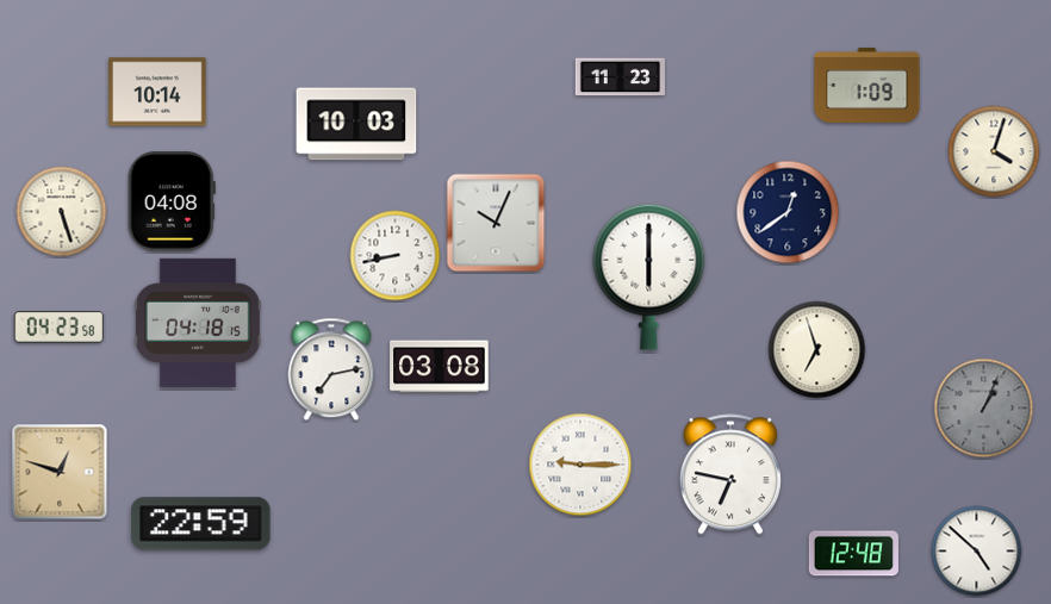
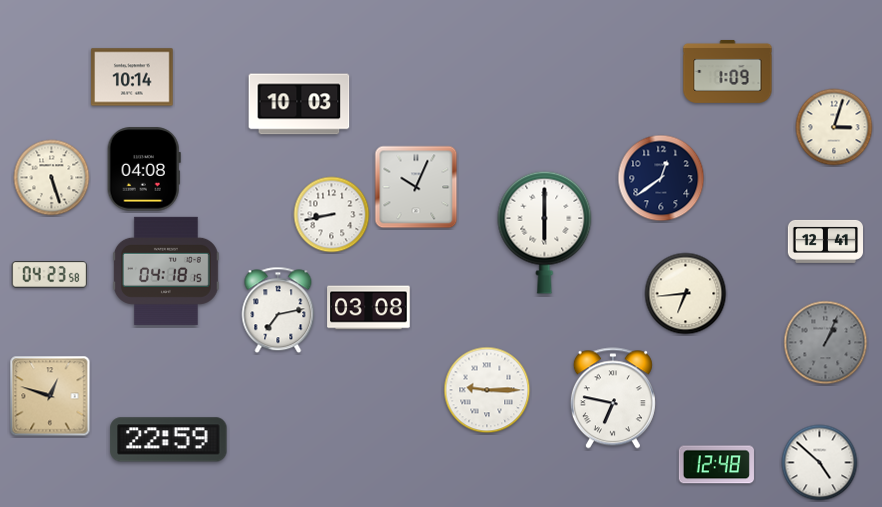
clock at (620, 77): 11:23 -> none
clock at (994, 151): 4:03 -> 3:03
clock at (825, 241): none -> 12:41
clock at (817, 350): 6:57 -> 6:44
